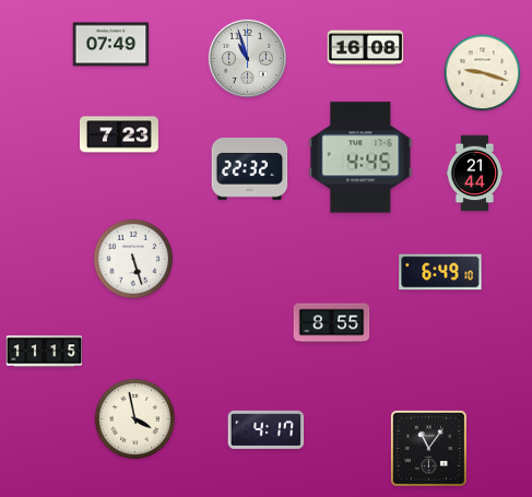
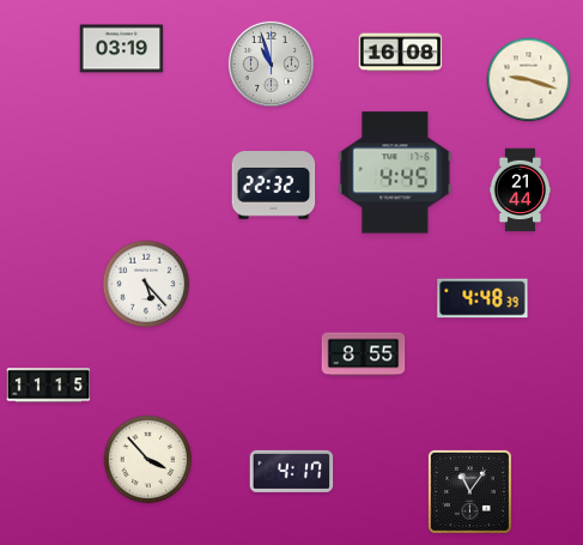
clock at (111, 45): 07:49 -> 03:19
clock at (119, 134): 7:23 -> none
clock at (133, 259): 5:27 -> 5:23
clock at (440, 272): 6:49 -> 4:48
clock at (135, 419): 3:58 -> 3:53
